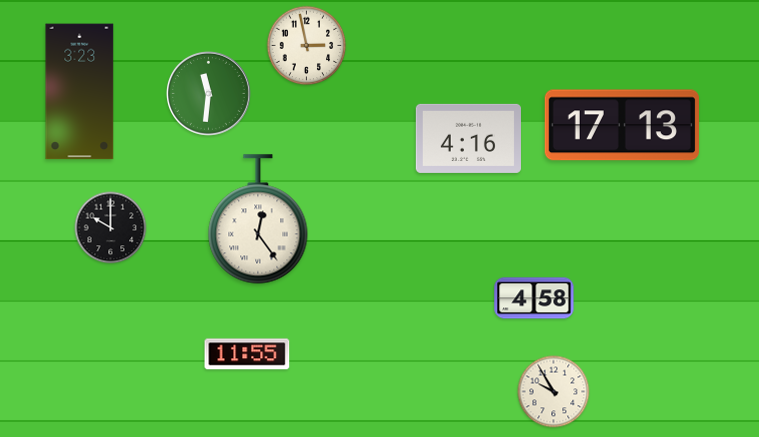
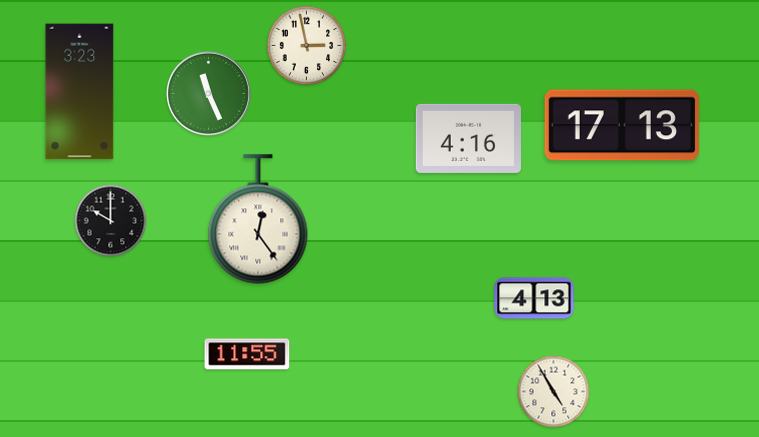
clock at (208, 93): 11:31 -> 11:26
clock at (111, 228) position: (111, 228) -> (111, 221)
clock at (534, 298): 4:58 -> 4:13
clock at (554, 392): 9:55 -> 4:55
